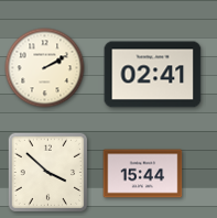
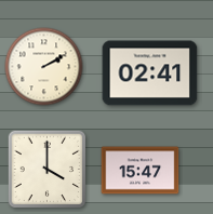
clock at (48, 173): 3:52 -> 4:00
clock at (143, 174): 15:44 -> 15:47
